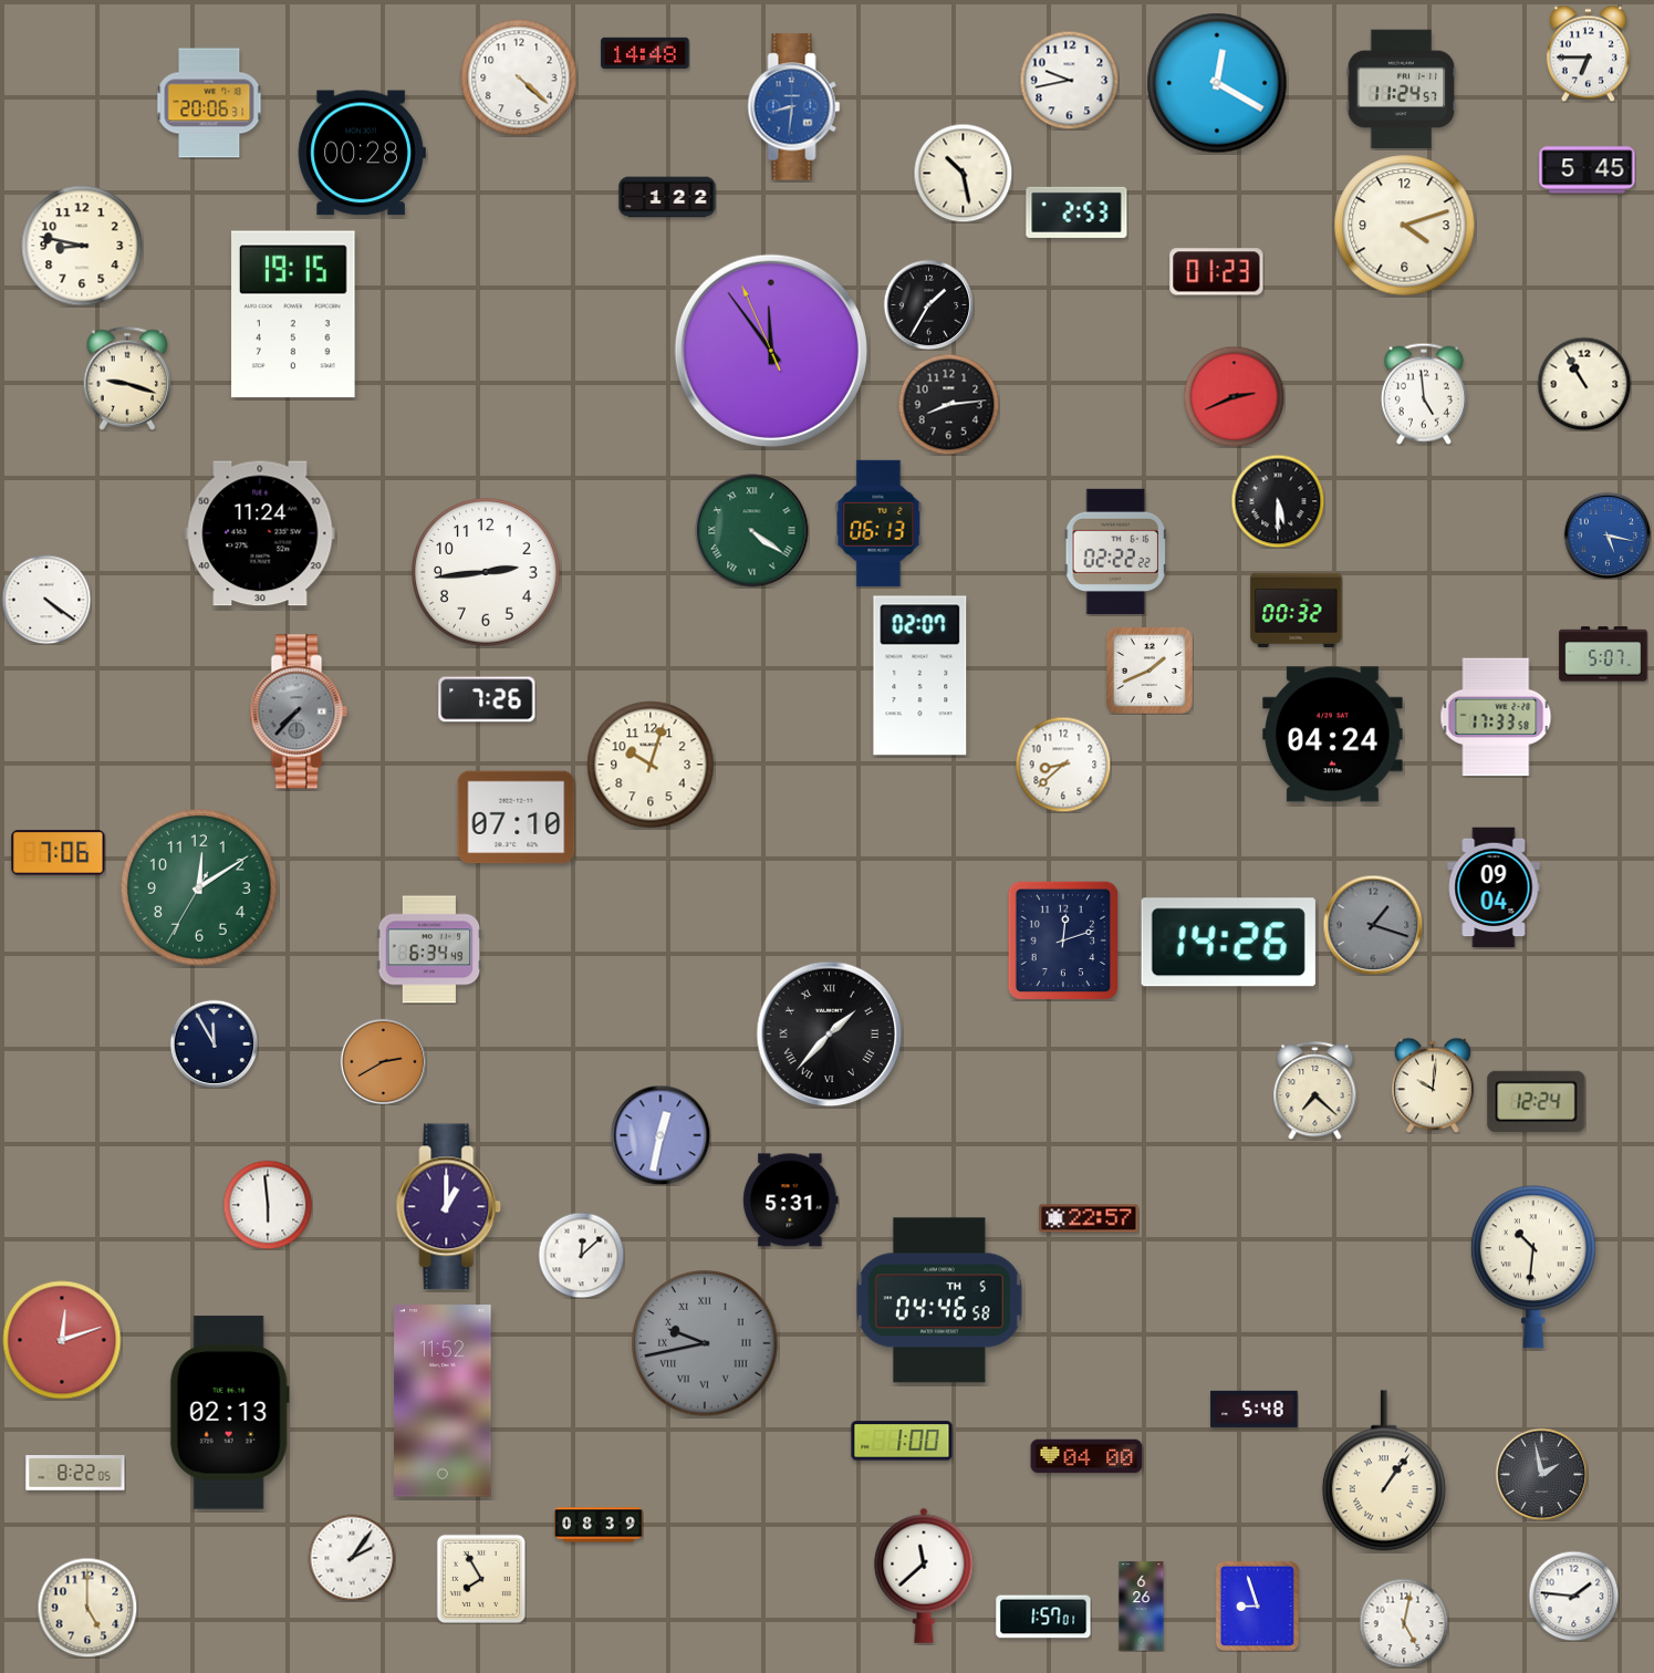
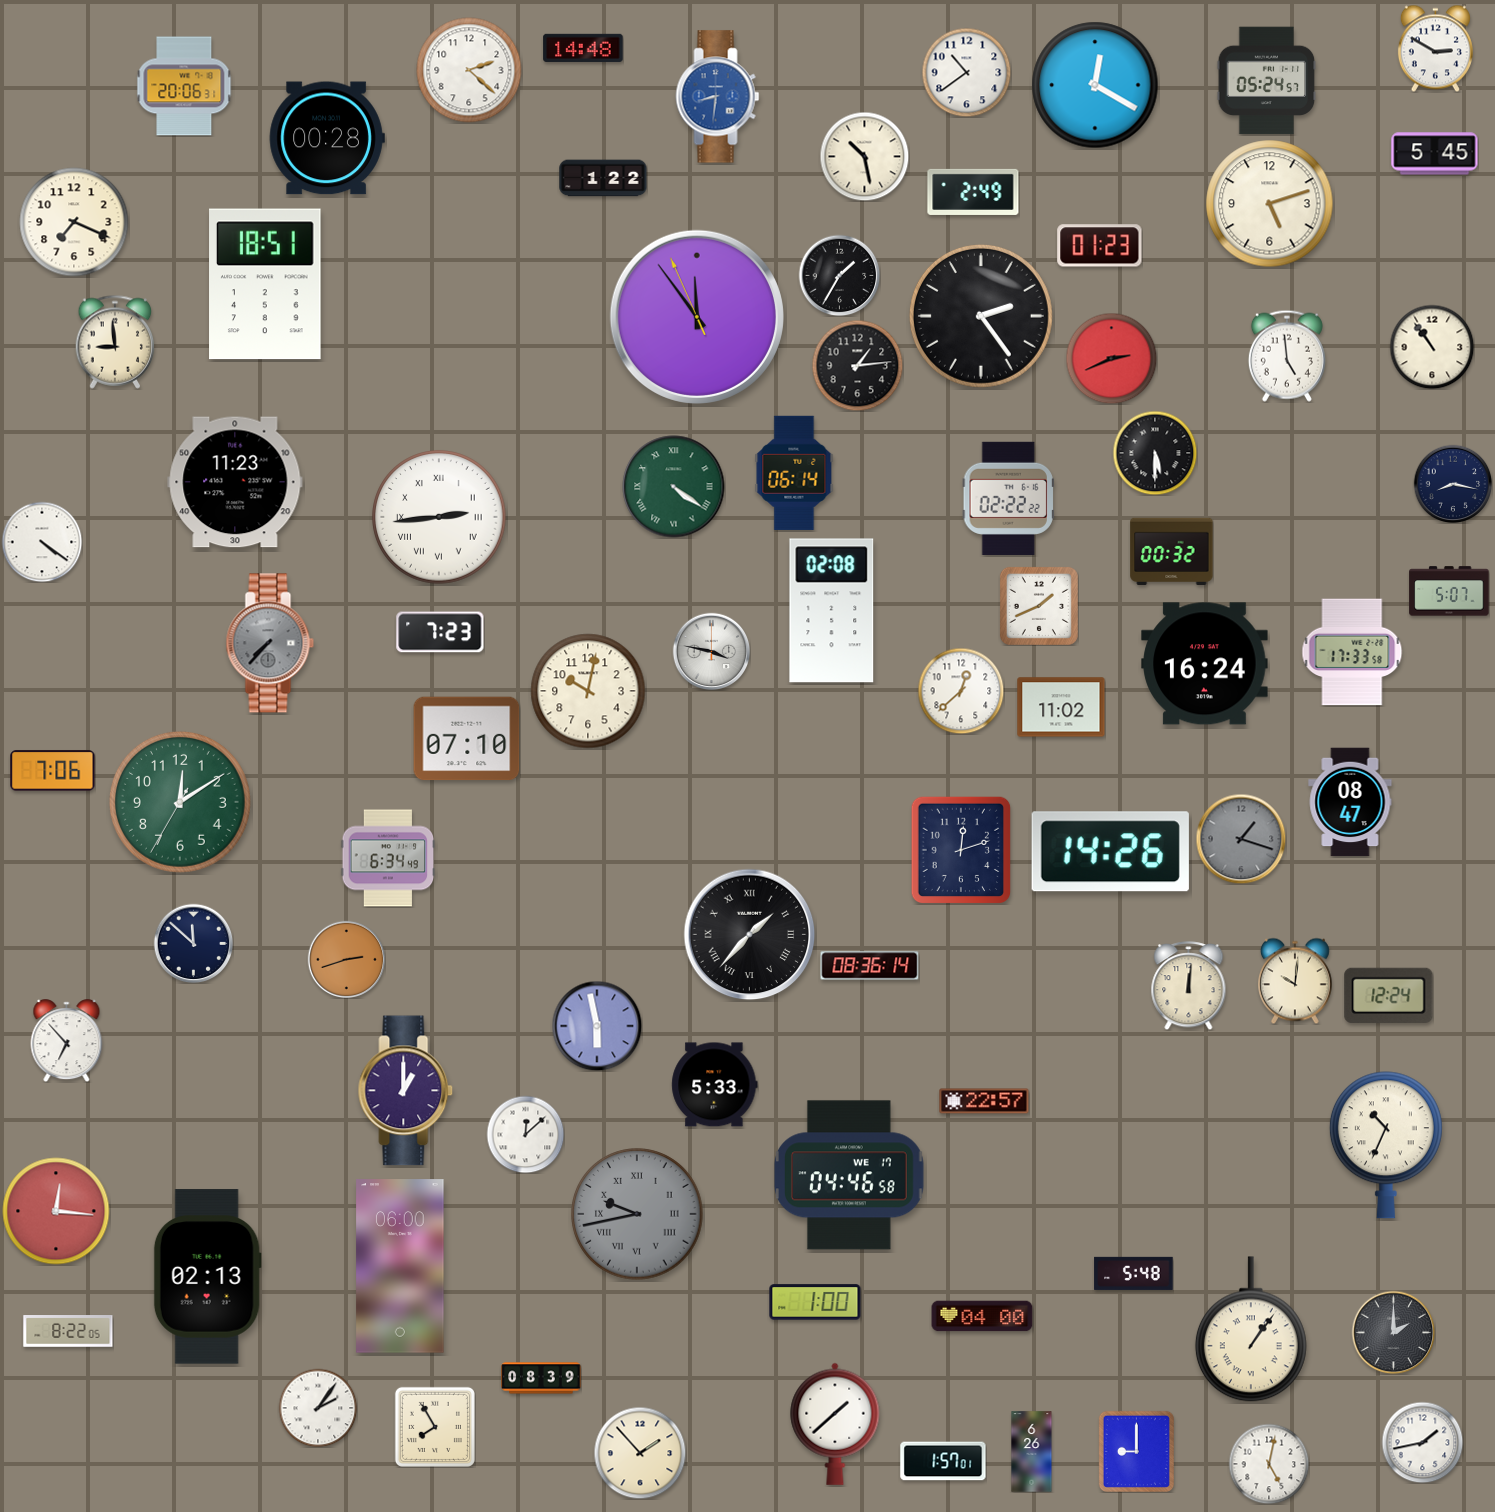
clock at (1588, 53): 6:45 -> 2:50
clock at (519, 77): 4:22 -> 2:22
clock at (1069, 80): 9:43 -> 10:39
clock at (1217, 83) position: (1217, 83) -> (1095, 85)
clock at (1402, 90): 11:24 -> 05:24
clock at (209, 103) position: (209, 103) -> (184, 86)
clock at (963, 173) position: (963, 173) -> (864, 156)
clock at (1076, 212): 2:53 -> 2:49
clock at (1405, 226): 4:12 -> 5:12
clock at (82, 246): 8:47 -> 7:19
clock at (293, 314): 19:15 -> 18:51
clock at (981, 316): none -> 2:24
clock at (127, 378): 9:18 -> 8:59
clock at (1584, 384): 10:55 -> 10:54
clock at (1234, 396) position: (1234, 396) -> (1111, 358)
clock at (948, 404): 8:14 -> 1:14
clock at (878, 523): 06:13 -> 06:14
clock at (752, 531) position: (752, 531) -> (674, 487)
clock at (260, 533): 11:24 -> 11:23
clock at (1608, 536): 5:17 -> 8:17
clock at (1608, 536) dial: blue -> navy
clock at (486, 572) numerals: Arabic -> Roman
clock at (920, 676): 02:07 -> 02:08
clock at (487, 699): 7:26 -> 7:23
clock at (1496, 717) position: (1496, 717) -> (1352, 652)
clock at (711, 651): none -> 3:47
clock at (1333, 735): 04:24 -> 16:24
clock at (651, 765): 10:03 -> 10:02
clock at (1063, 765): 8:38 -> 12:38
clock at (1061, 707): none -> 11:02
clock at (1494, 887): 09:04 -> 08:47
clock at (1373, 925) position: (1373, 925) -> (1241, 839)
clock at (214, 1043): 11:55 -> 11:52
clock at (383, 1061): 2:40 -> 2:42
clock at (870, 966): none -> 08:36
clock at (1315, 1091): 7:22 -> 12:01
clock at (660, 1135): 12:32 -> 5:58
clock at (67, 1041): none -> 6:53
clock at (791, 1201): 5:31 -> 5:33
clock at (268, 1205): 5:59 -> none
clock at (1533, 1267): 10:31 -> 10:34
clock at (939, 1300) date: TH 5 -> WE 17
clock at (62, 1340): 12:12 -> 12:16
clock at (443, 1401): 11:52 -> 06:00
clock at (1541, 1474): 1:58 -> 2:00
clock at (924, 1576): 11:38 -> 1:38
clock at (1573, 1596): 1:46 -> 1:43
clock at (1257, 1606): 8:57 -> 9:00
clock at (87, 1608): 5:00 -> none
clock at (640, 1453): none -> 1:53
clock at (1404, 1623) position: (1404, 1623) -> (1269, 1464)
